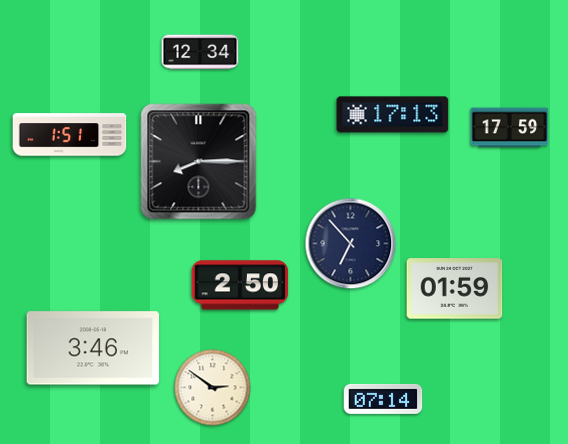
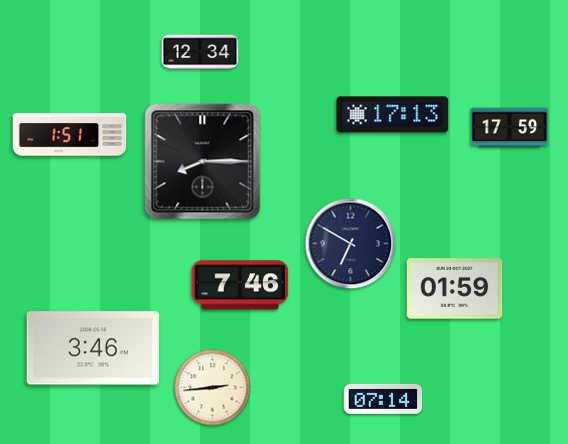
clock at (199, 162) position: (199, 162) -> (203, 162)
clock at (351, 244): 6:53 -> 6:50
clock at (240, 285): 2:50 -> 7:46
clock at (213, 388): 2:51 -> 2:44
